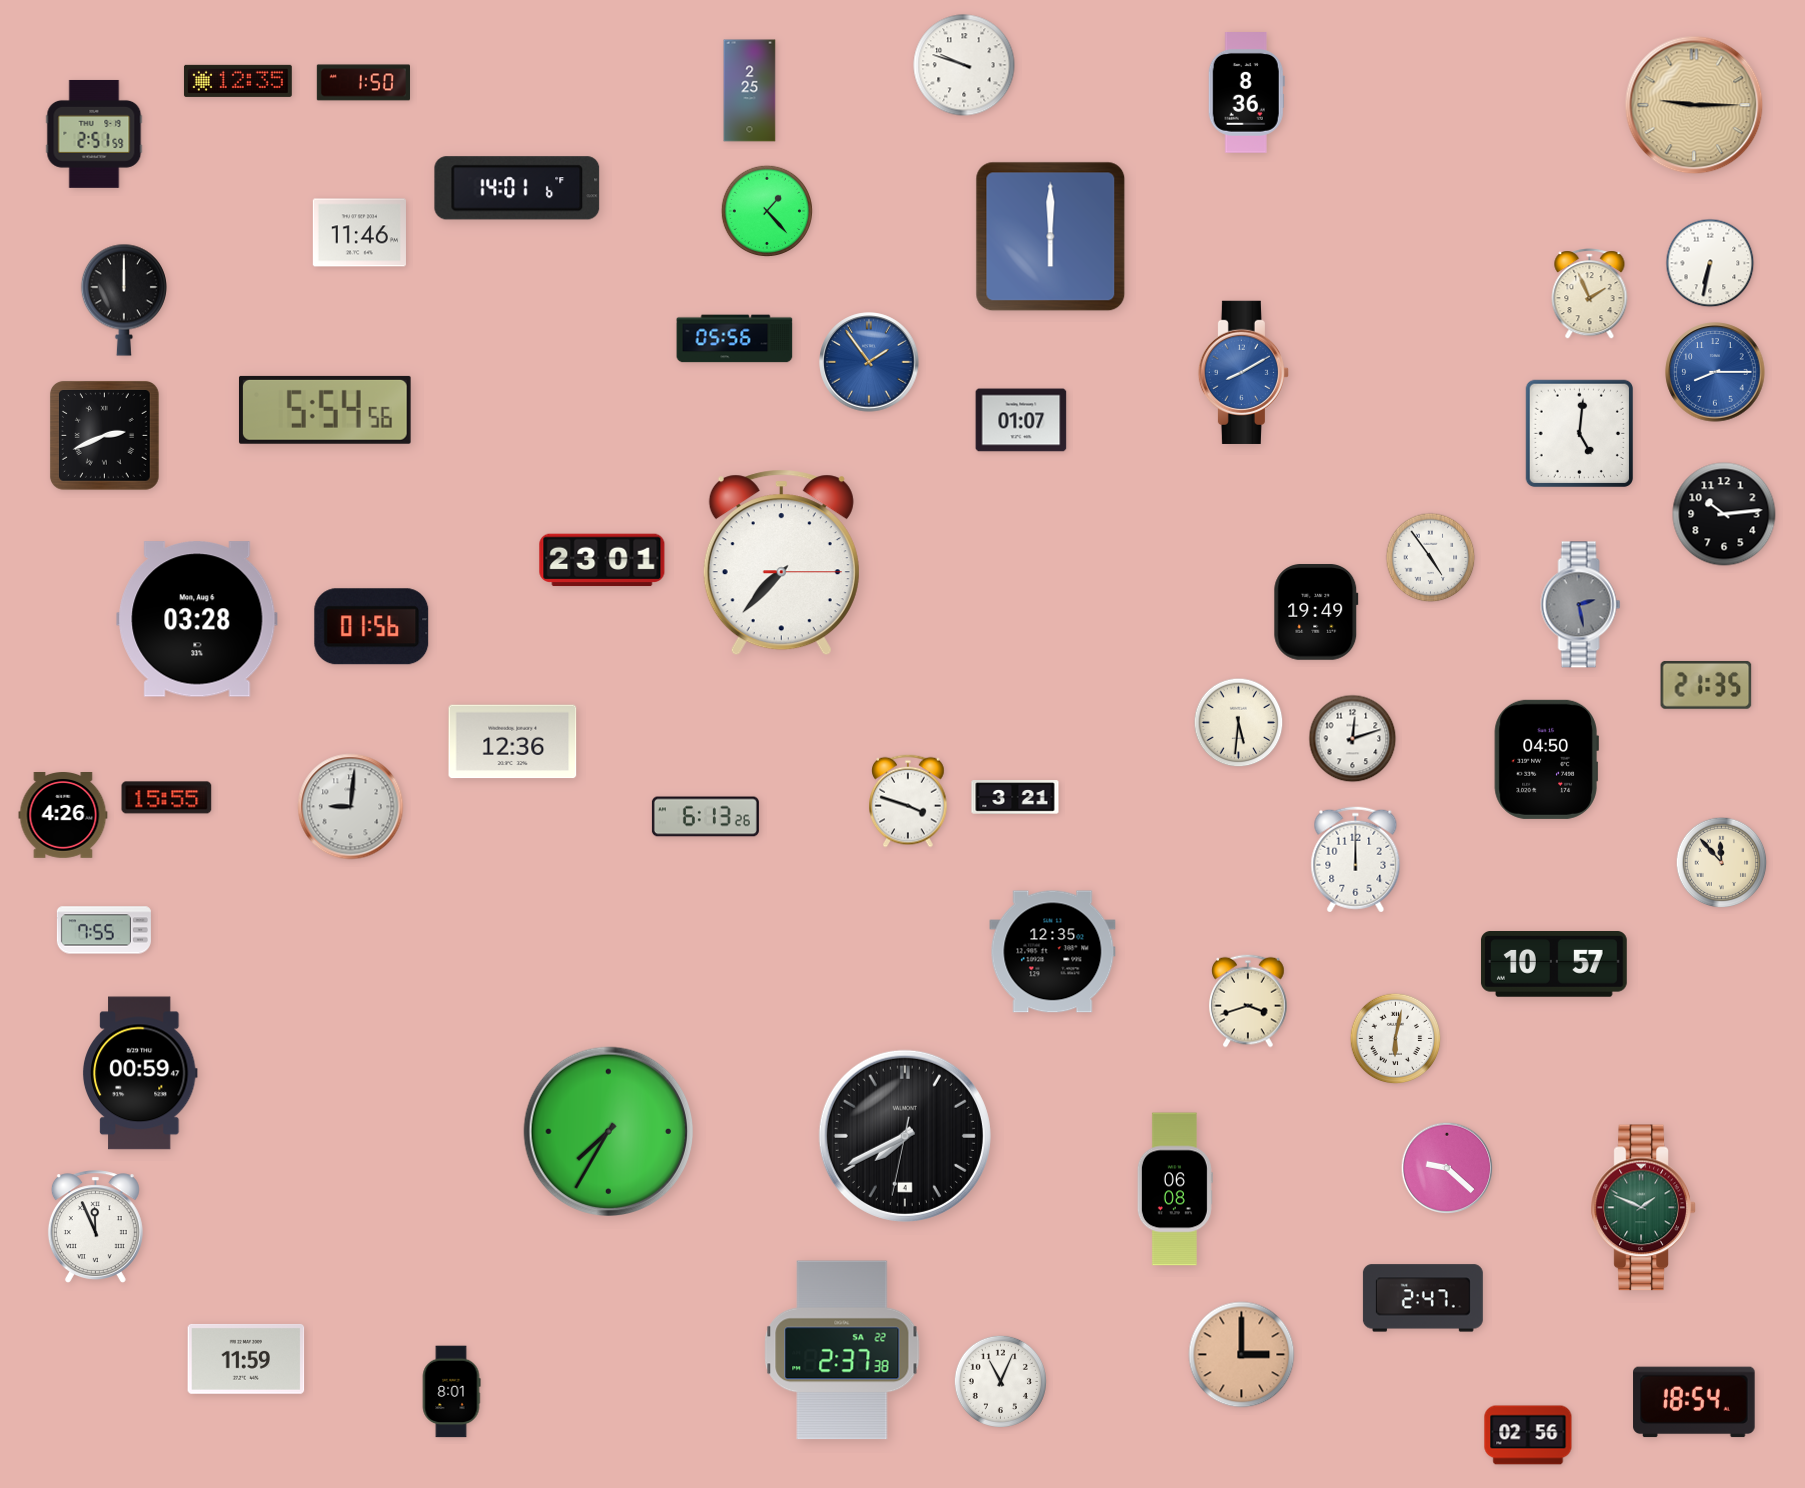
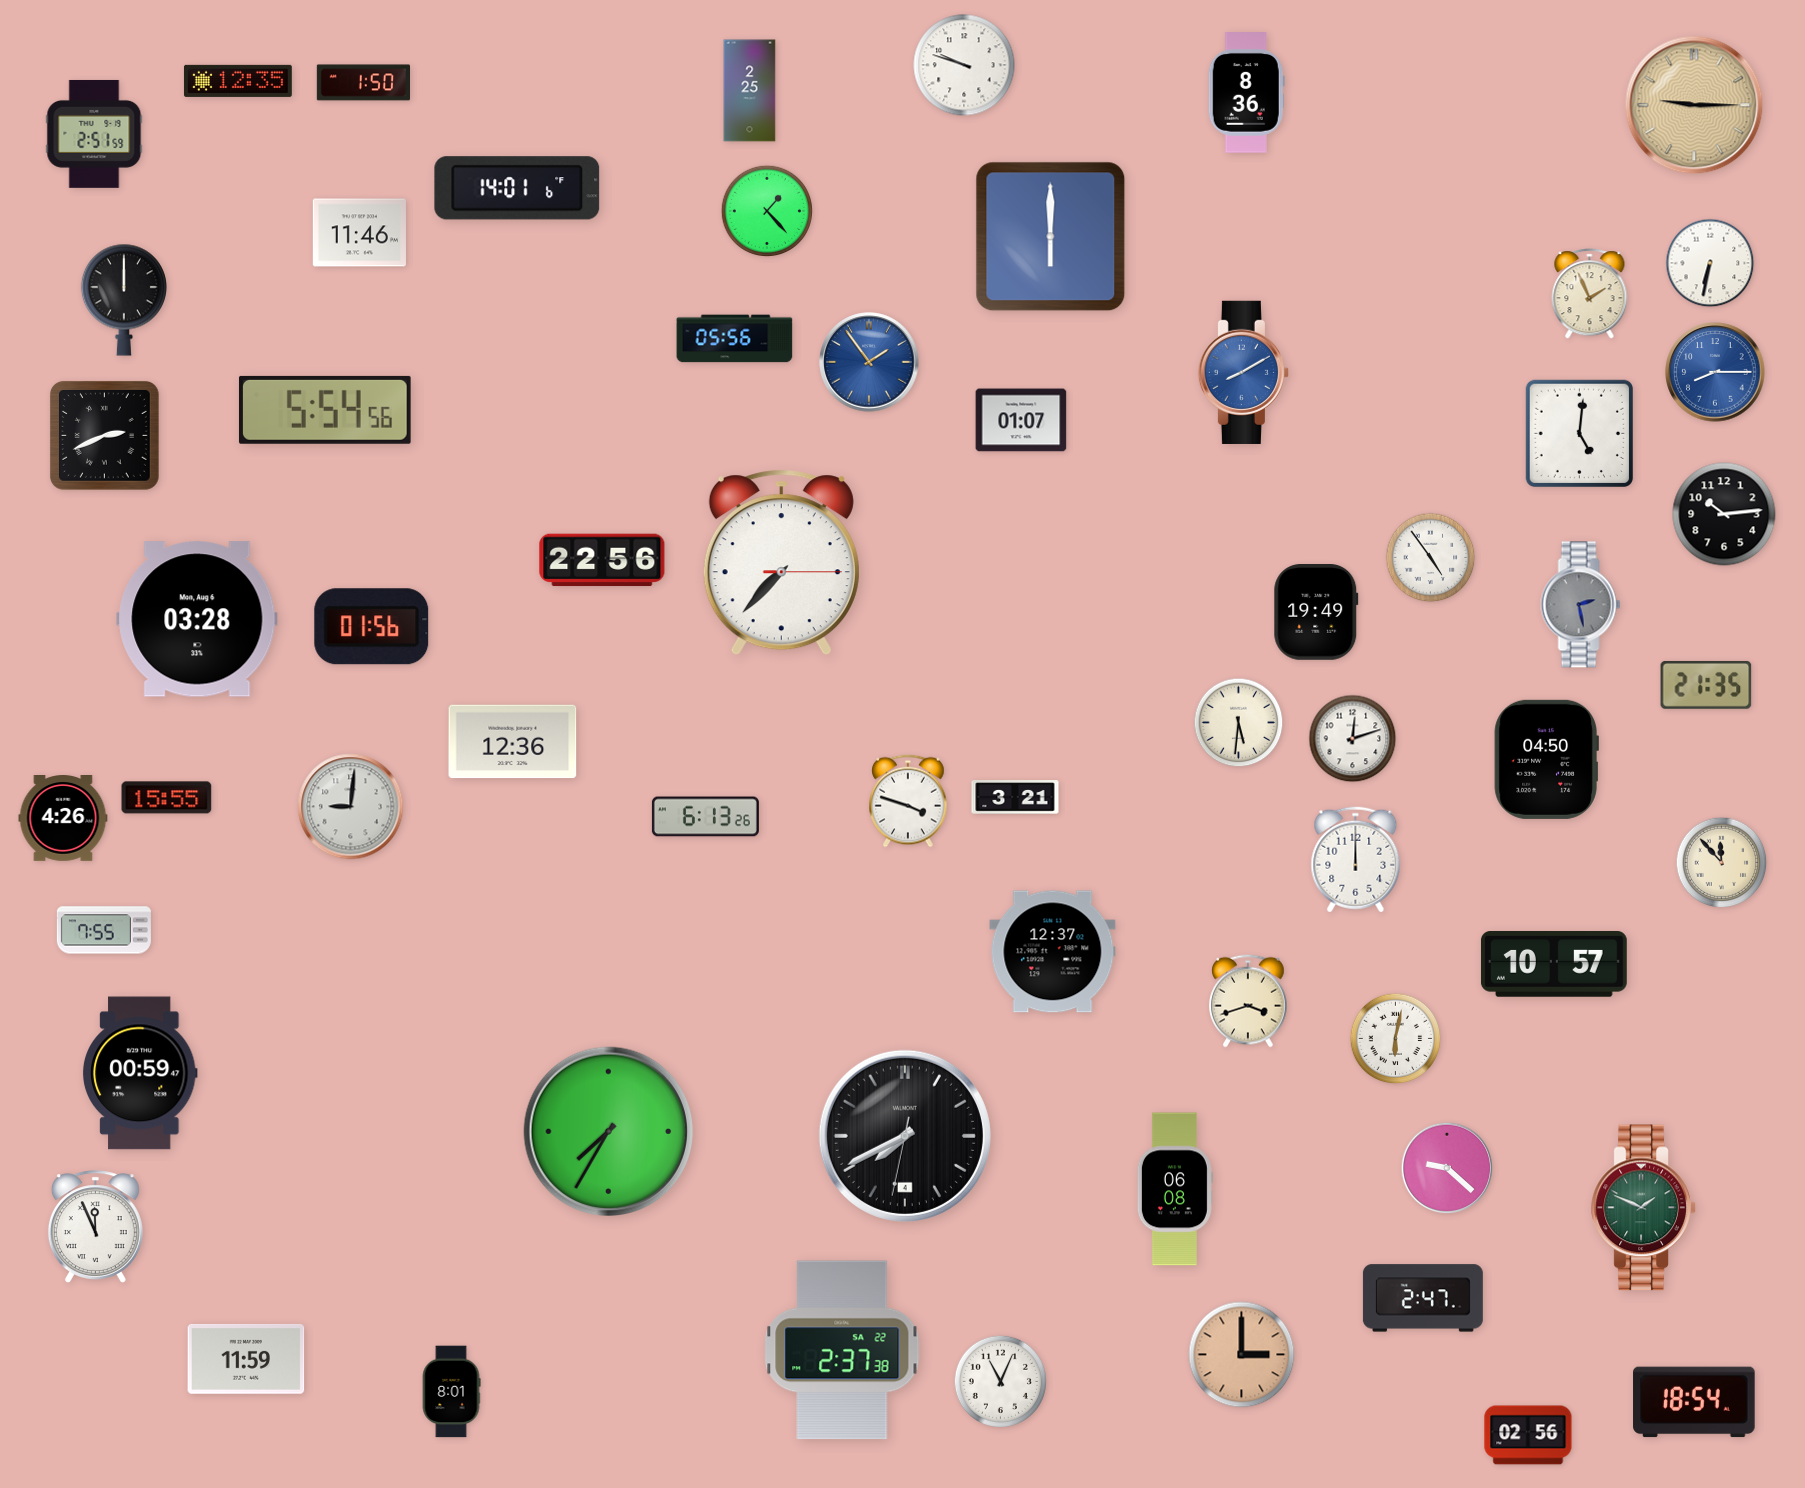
clock at (602, 560): 23:01 -> 22:56
clock at (63, 816) position: (63, 816) -> (63, 819)
clock at (1053, 952): 12:35 -> 12:37
